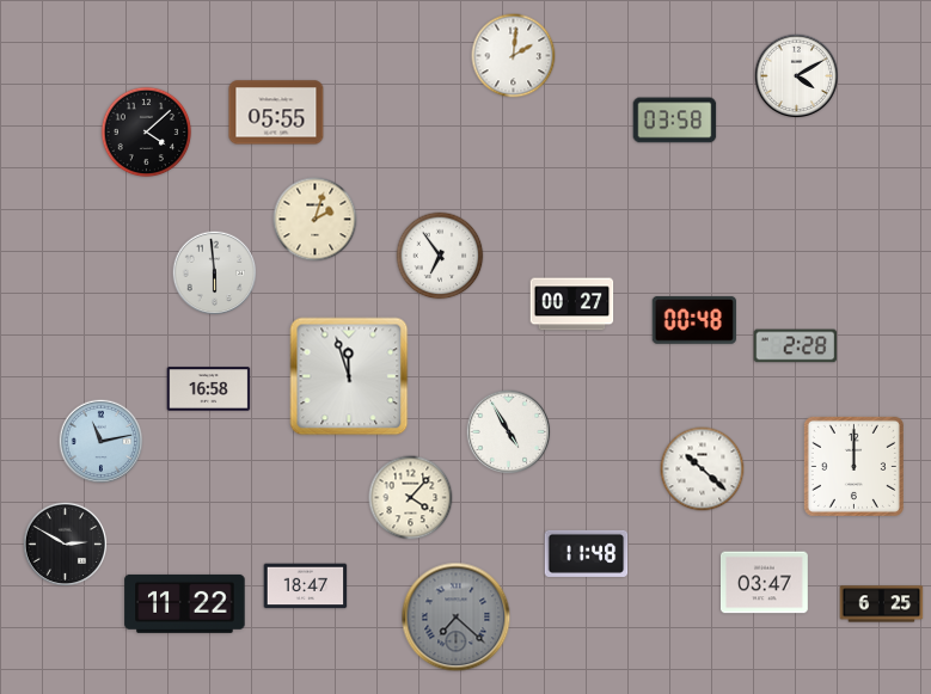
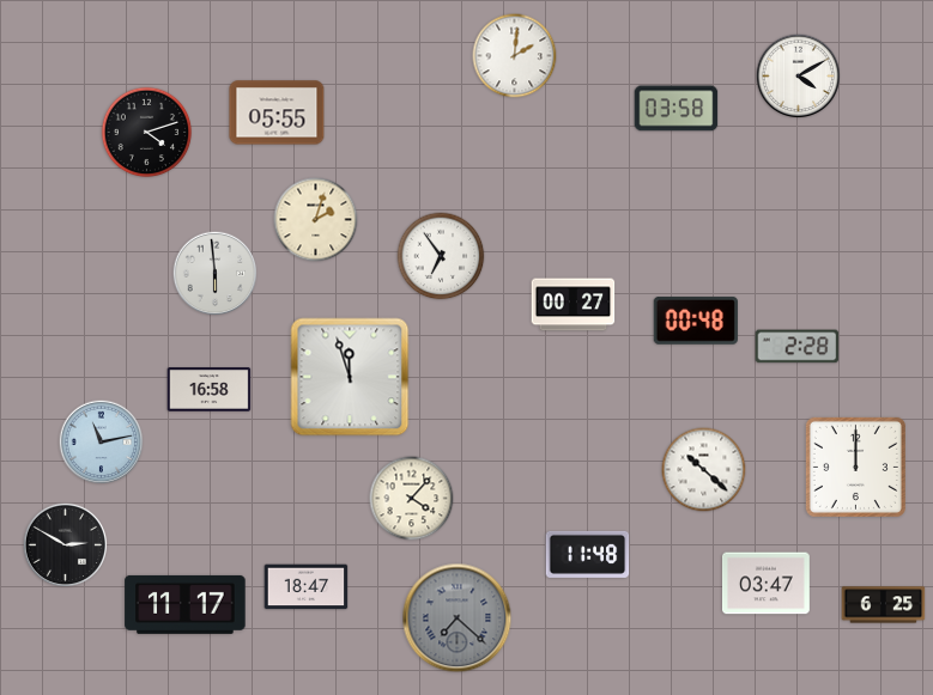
clock at (675, 121) position: (675, 121) -> (677, 109)
clock at (147, 133): 4:08 -> 4:12
clock at (509, 432): 4:55 -> none
clock at (185, 603): 11:22 -> 11:17
